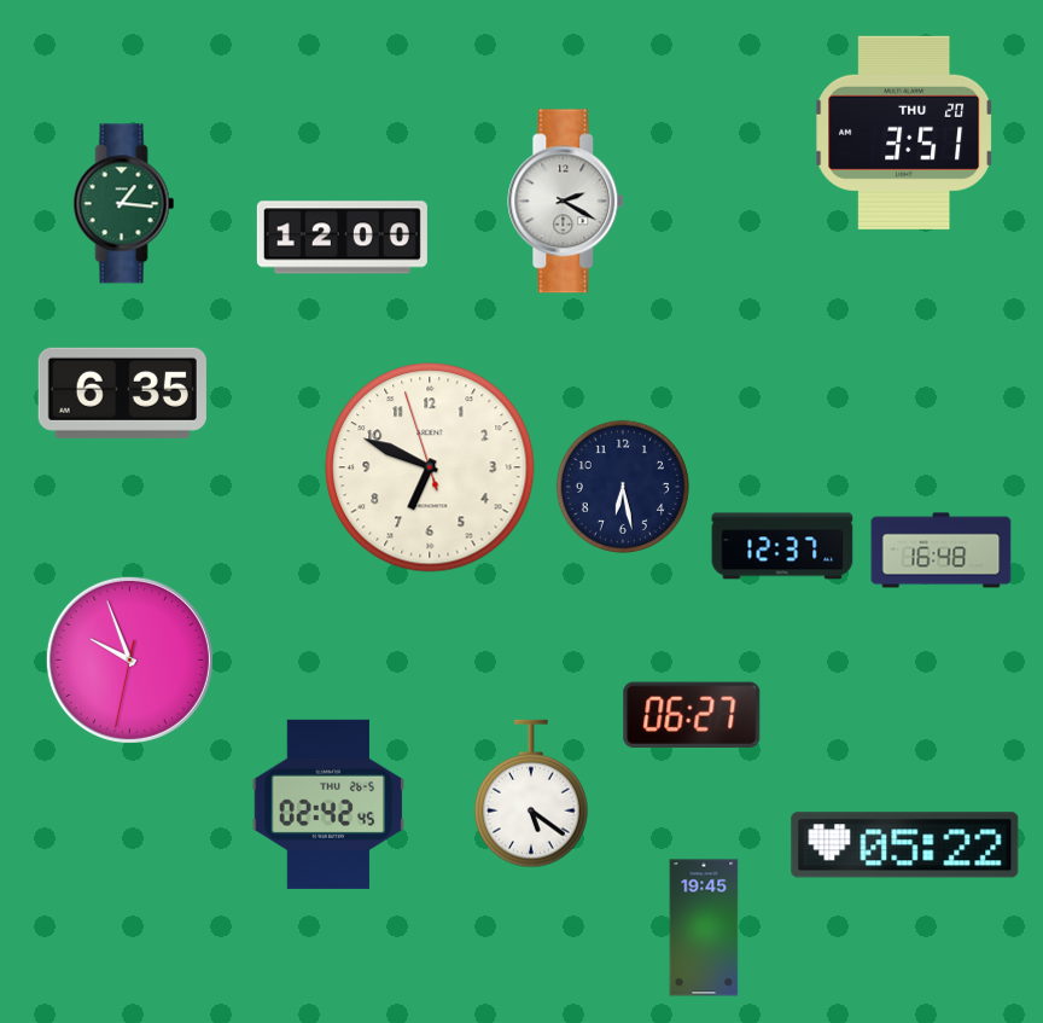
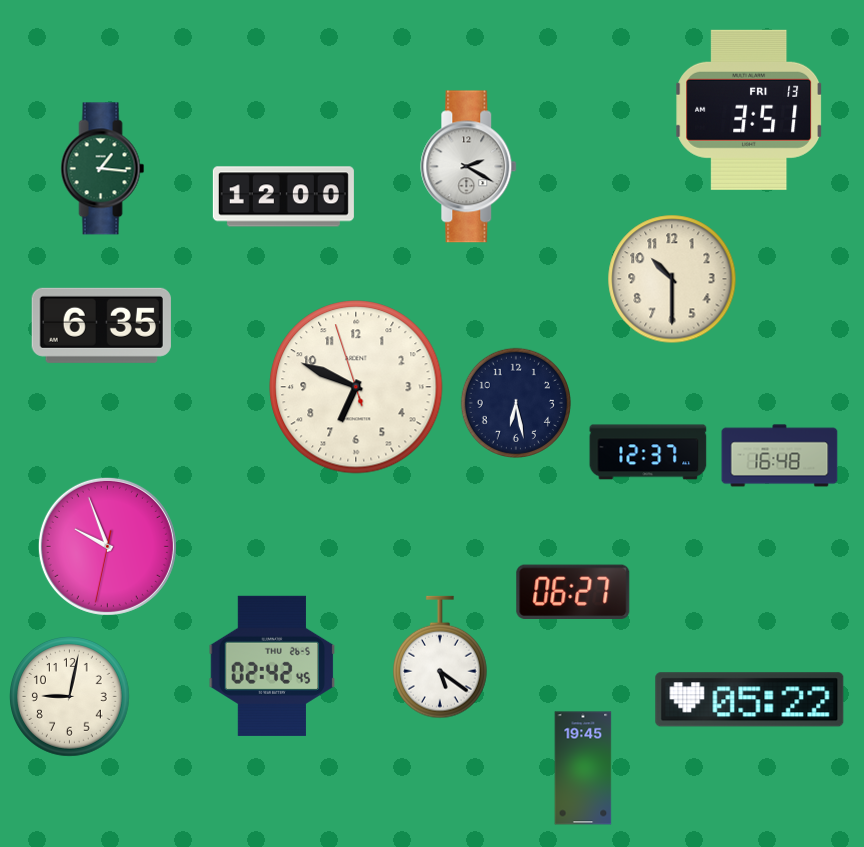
clock at (905, 133) date: THU 20 -> FRI 13
clock at (672, 279): none -> 10:30
clock at (70, 697): none -> 9:02
